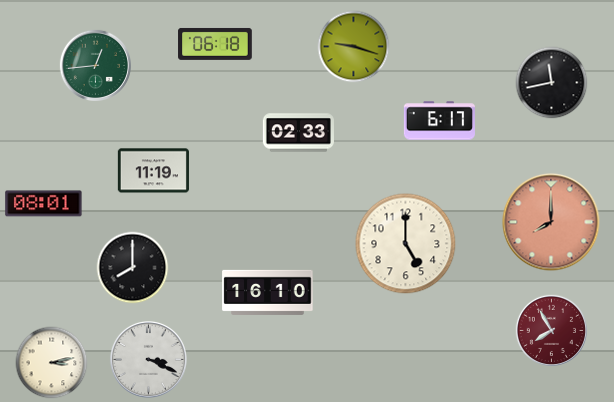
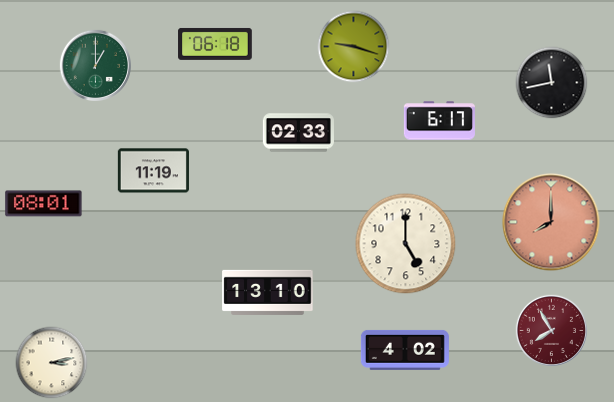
clock at (95, 65): 12:44 -> 1:00
clock at (133, 268): 8:00 -> none
clock at (268, 292): 16:10 -> 13:10
clock at (405, 350): none -> 4:02
clock at (148, 359): 3:19 -> none
